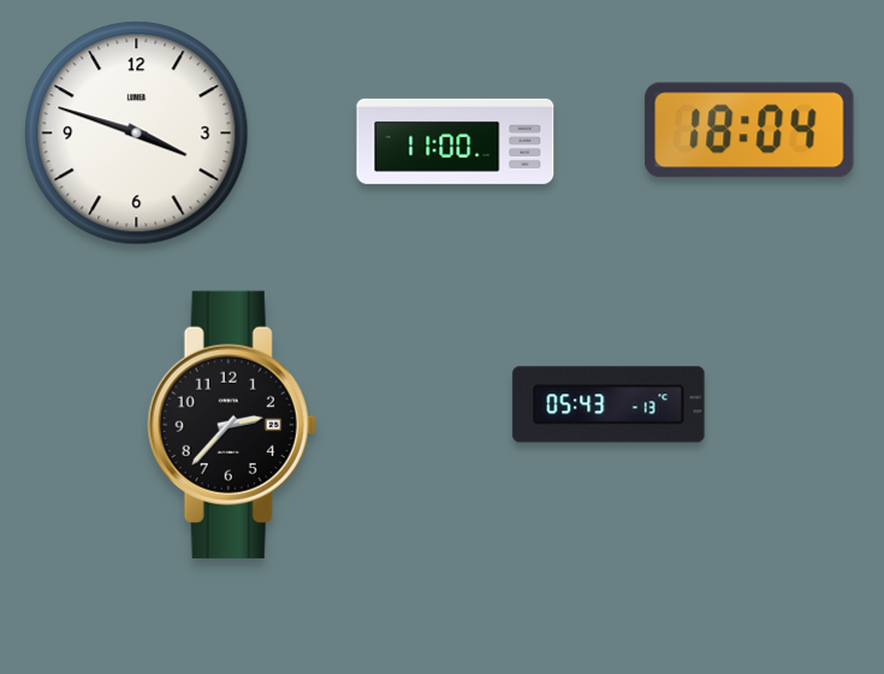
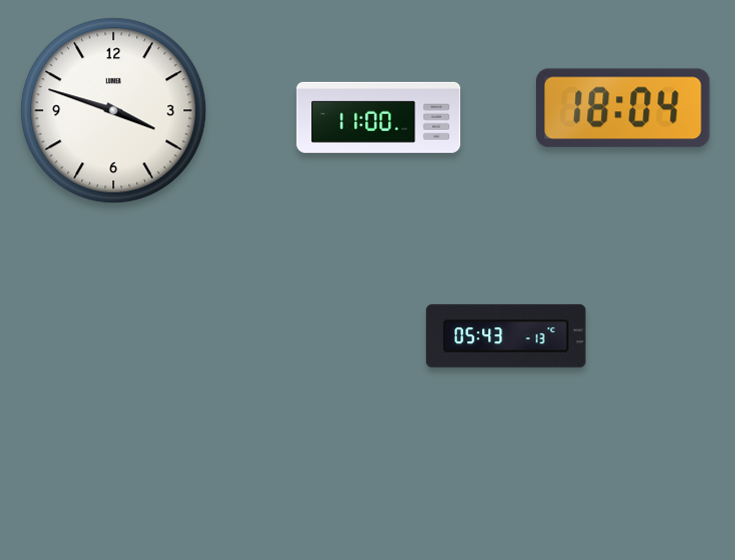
clock at (232, 425): 2:37 -> none
